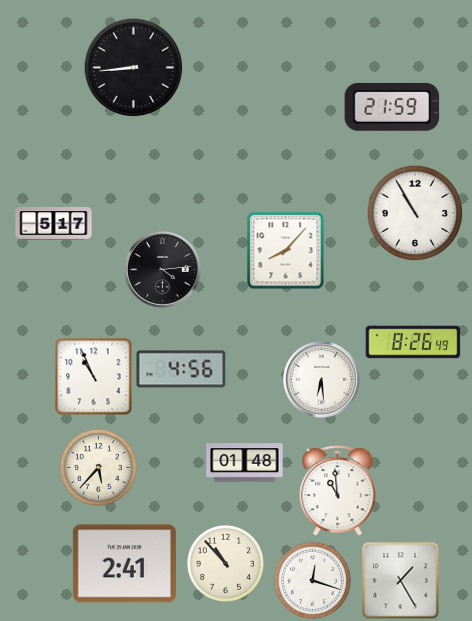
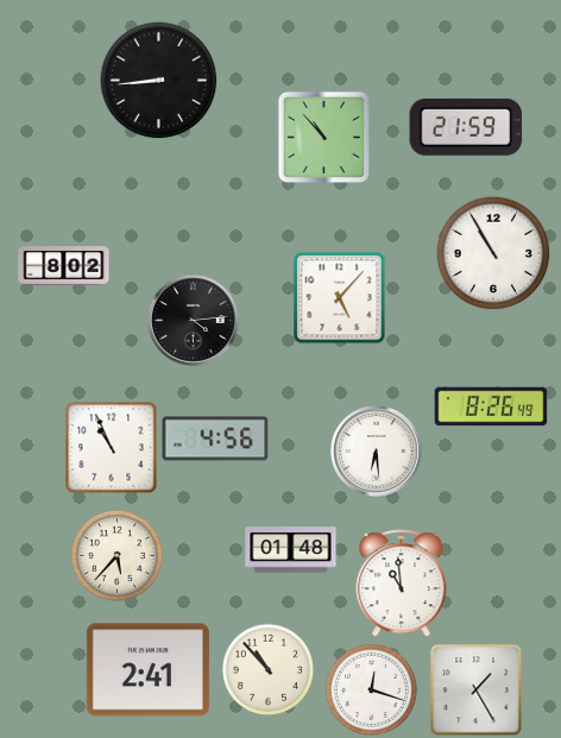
clock at (323, 137): none -> 10:53
clock at (54, 224): 5:17 -> 8:02
clock at (285, 250): 8:07 -> 5:07
clock at (322, 380) position: (322, 380) -> (377, 452)
